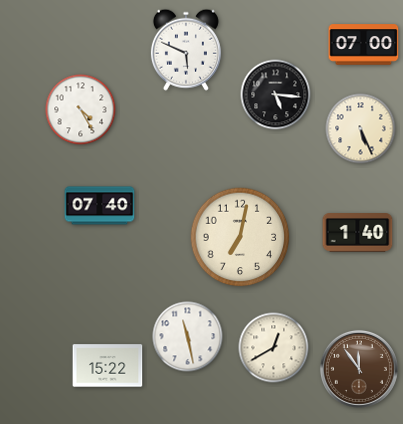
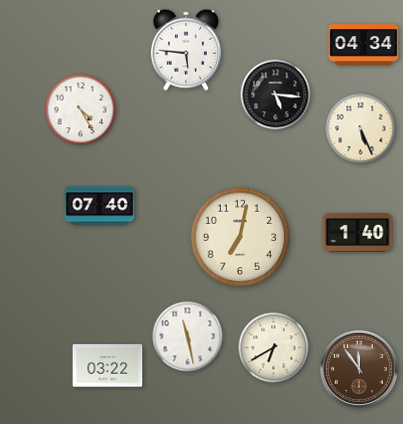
clock at (364, 45): 07:00 -> 04:34
clock at (186, 50): 5:49 -> 5:46
clock at (274, 348): 12:40 -> 6:40
clock at (108, 366): 15:22 -> 03:22
